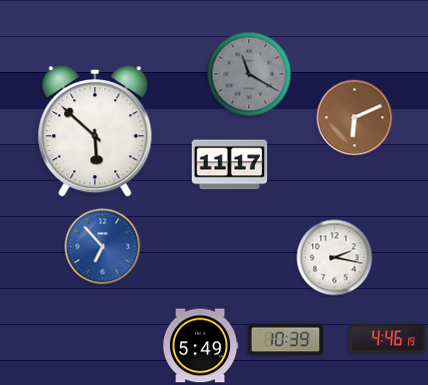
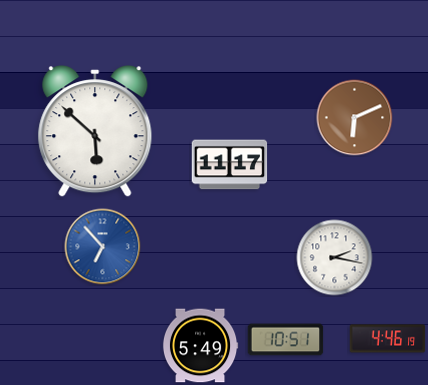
clock at (249, 74): 11:20 -> none
clock at (286, 340): 10:39 -> 10:51
